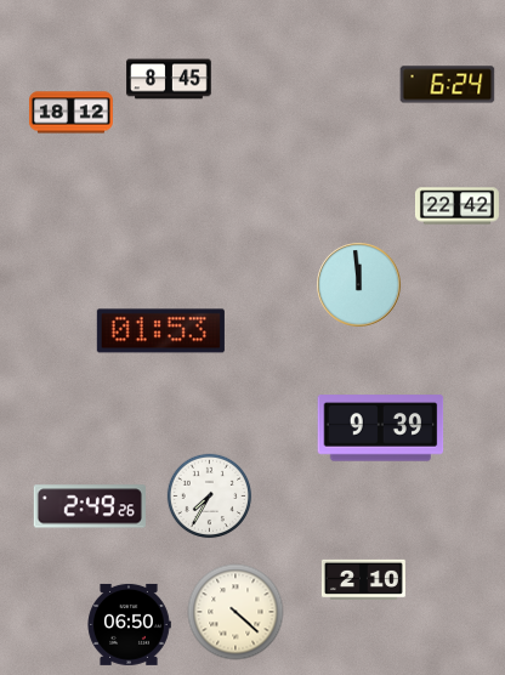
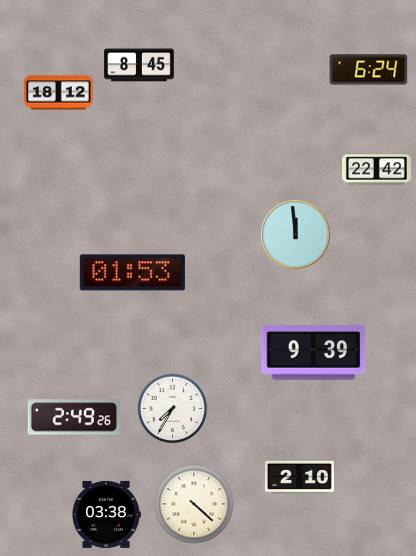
clock at (129, 624): 06:50 -> 03:38
